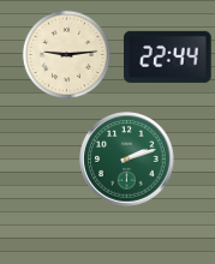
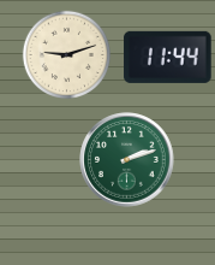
clock at (66, 54): 9:14 -> 9:12
clock at (168, 56): 22:44 -> 11:44
